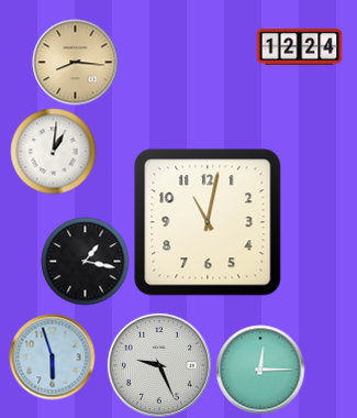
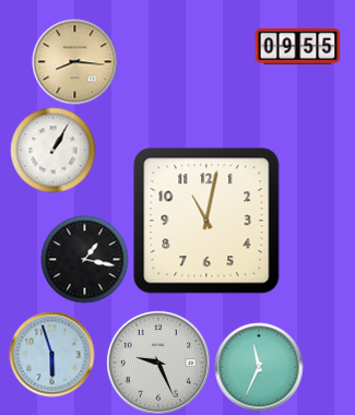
clock at (299, 46): 12:24 -> 09:55
clock at (53, 151): 1:01 -> 1:05
clock at (260, 370): 12:15 -> 11:34
